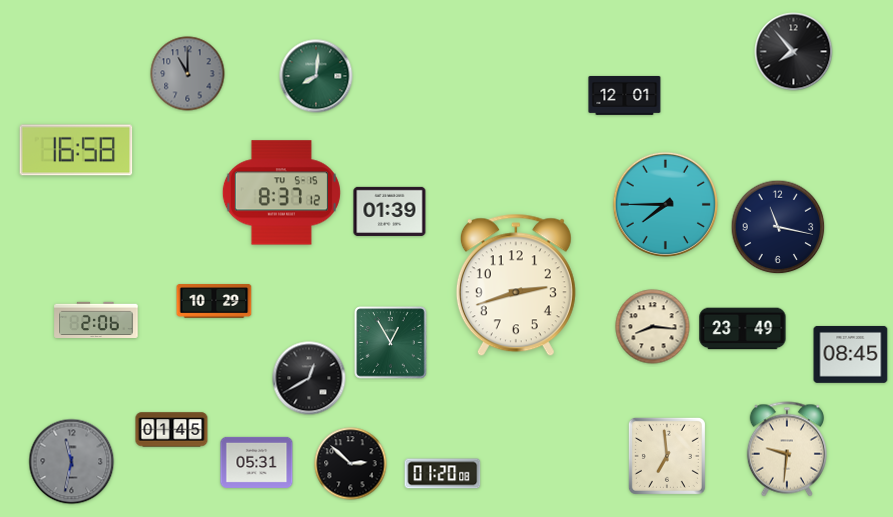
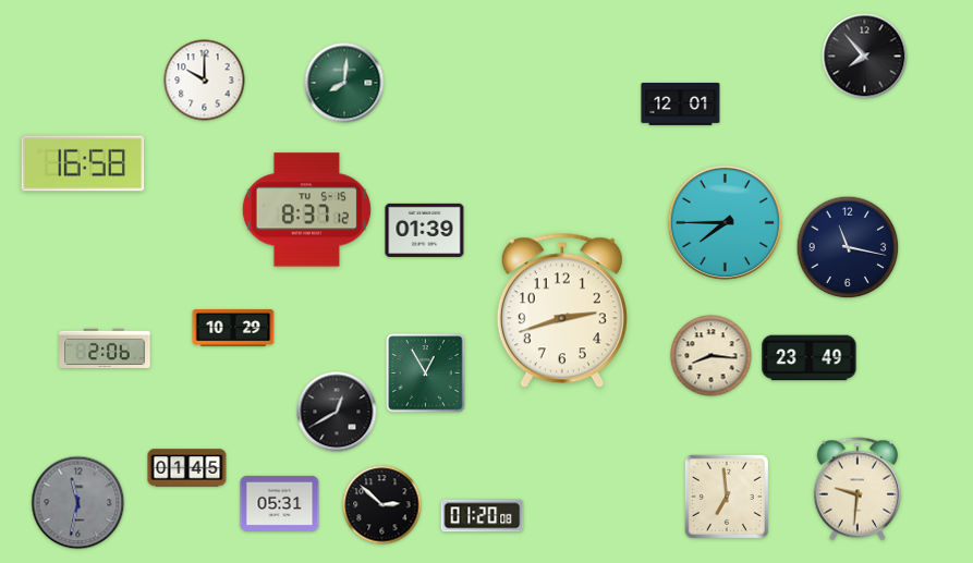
clock at (188, 74): 11:00 -> 10:00
clock at (188, 74) dial: grey -> white
clock at (851, 355): 08:45 -> none
